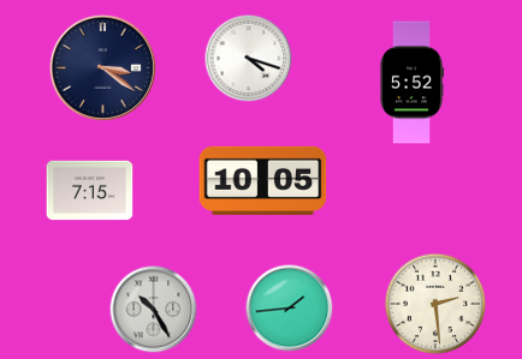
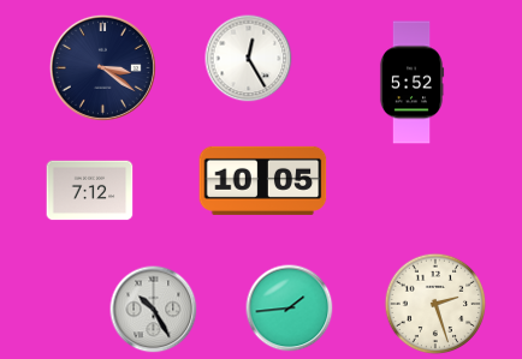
clock at (249, 59): 4:18 -> 12:25
clock at (90, 191): 7:15 -> 7:12
clock at (435, 304): 2:29 -> 2:27
